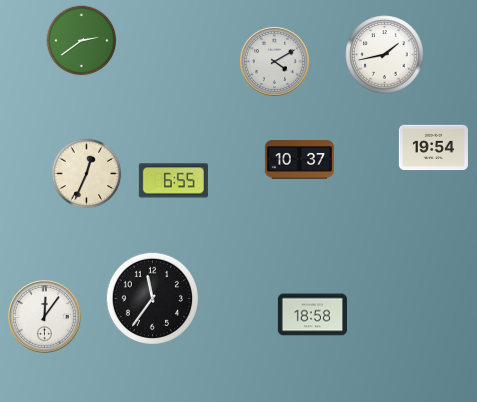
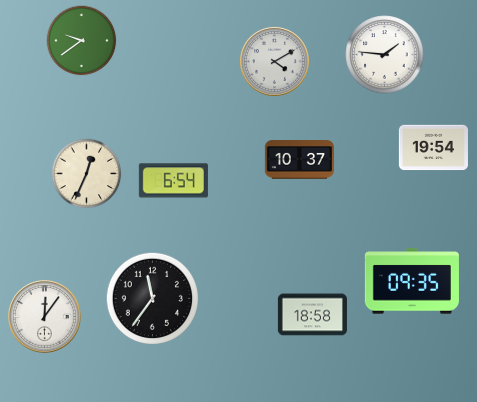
clock at (82, 41): 2:39 -> 9:39
clock at (385, 55): 1:43 -> 1:46
clock at (173, 181): 6:55 -> 6:54
clock at (412, 281): none -> 09:35
